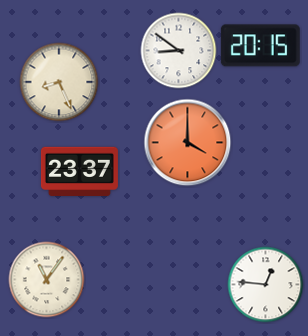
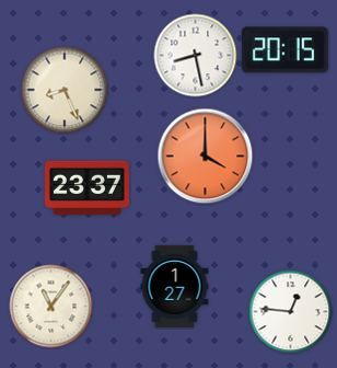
clock at (179, 51): 8:51 -> 8:28
clock at (175, 286): none -> 1:27
